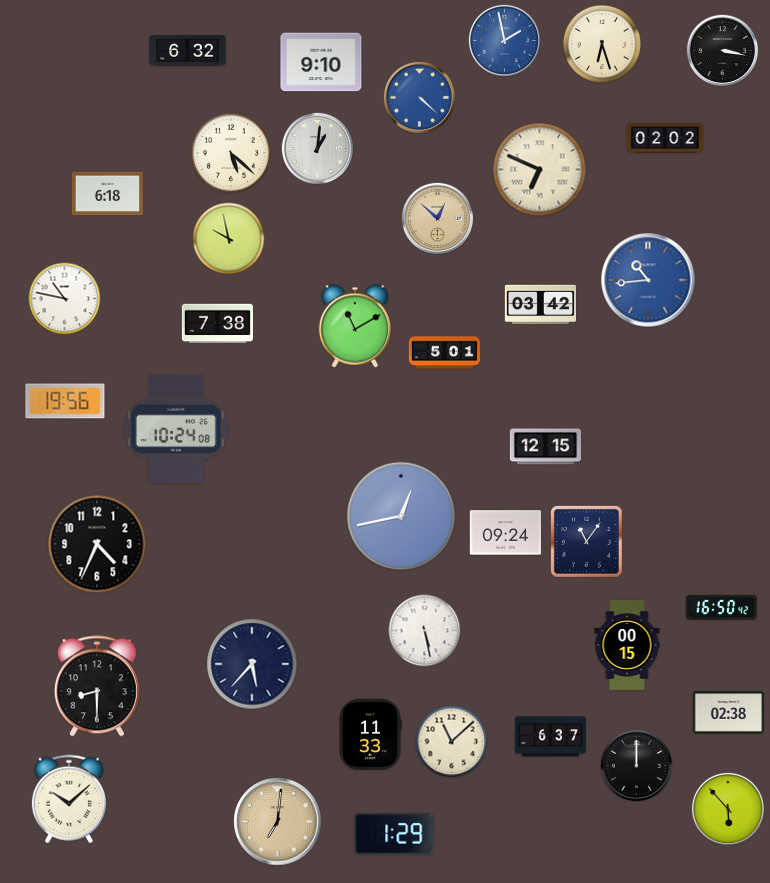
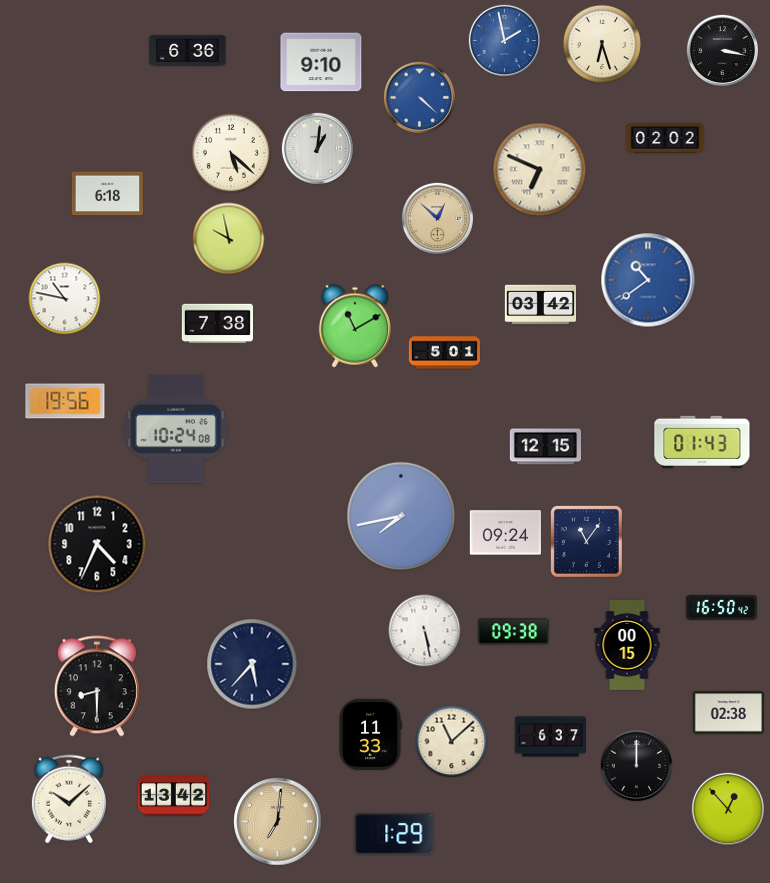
clock at (188, 51): 6:32 -> 6:36
clock at (648, 280): 10:44 -> 10:39
clock at (702, 441): none -> 01:43
clock at (401, 516): 12:43 -> 7:43
clock at (513, 632): none -> 09:38
clock at (173, 795): none -> 13:42
clock at (727, 808): 5:53 -> 12:53
